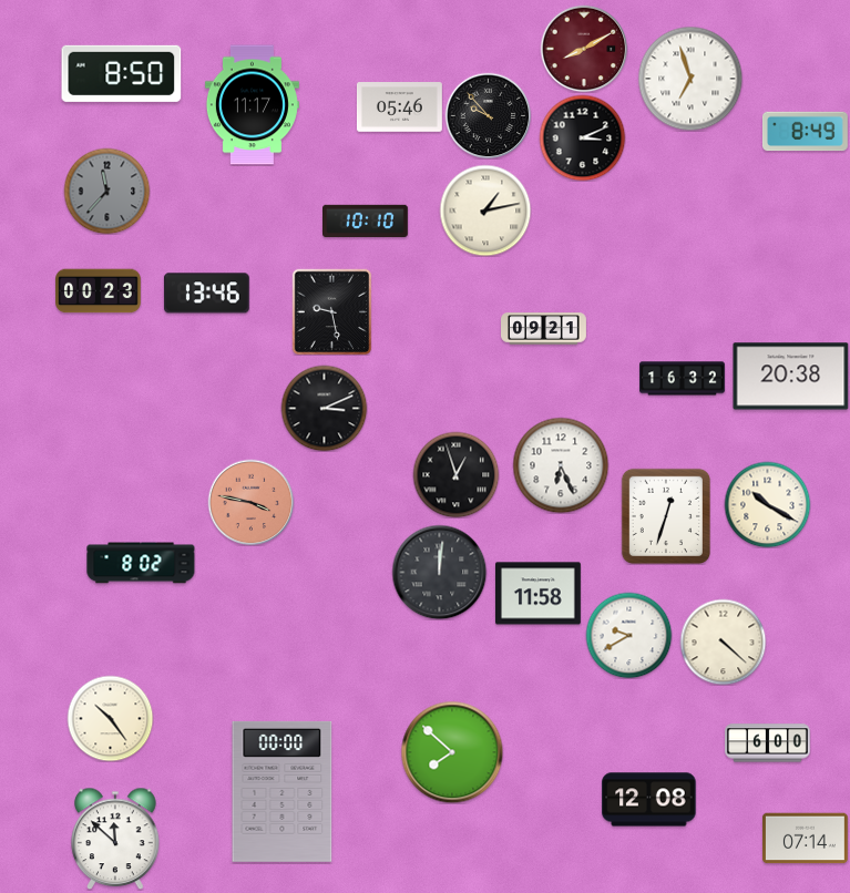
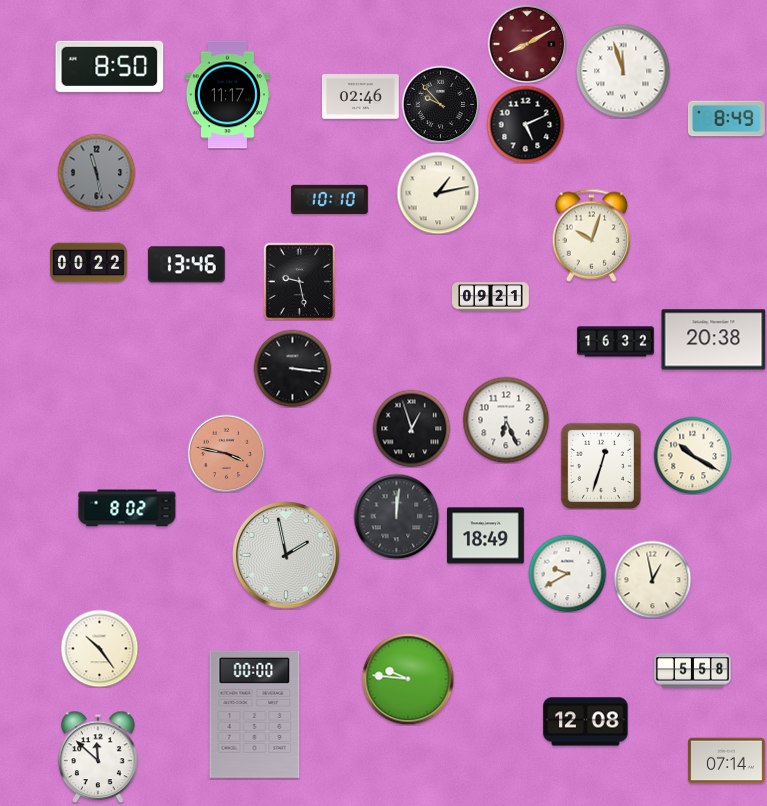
clock at (690, 79): 6:57 -> 11:57
clock at (399, 107): 05:46 -> 02:46
clock at (582, 137): 3:11 -> 5:11
clock at (106, 191): 11:37 -> 11:28
clock at (485, 211) position: (485, 211) -> (438, 193)
clock at (592, 235): none -> 10:03
clock at (99, 291): 00:23 -> 00:22
clock at (324, 408): 3:11 -> 3:16
clock at (537, 594): 11:58 -> 18:49
clock at (286, 555): none -> 1:58
clock at (723, 641): 4:22 -> 12:58
clock at (768, 743): 6:00 -> 5:58
clock at (452, 752): 7:52 -> 9:46
clock at (115, 839) position: (115, 839) -> (98, 757)
clock at (805, 839) position: (805, 839) -> (726, 761)
